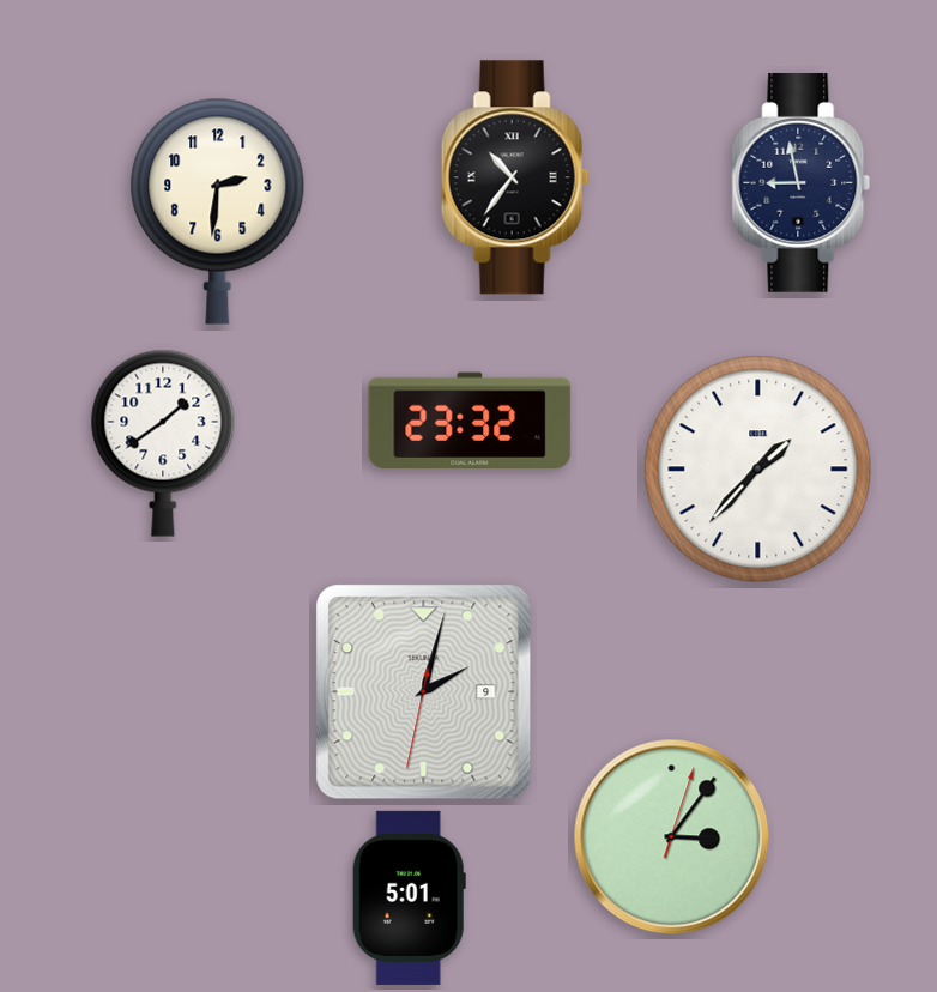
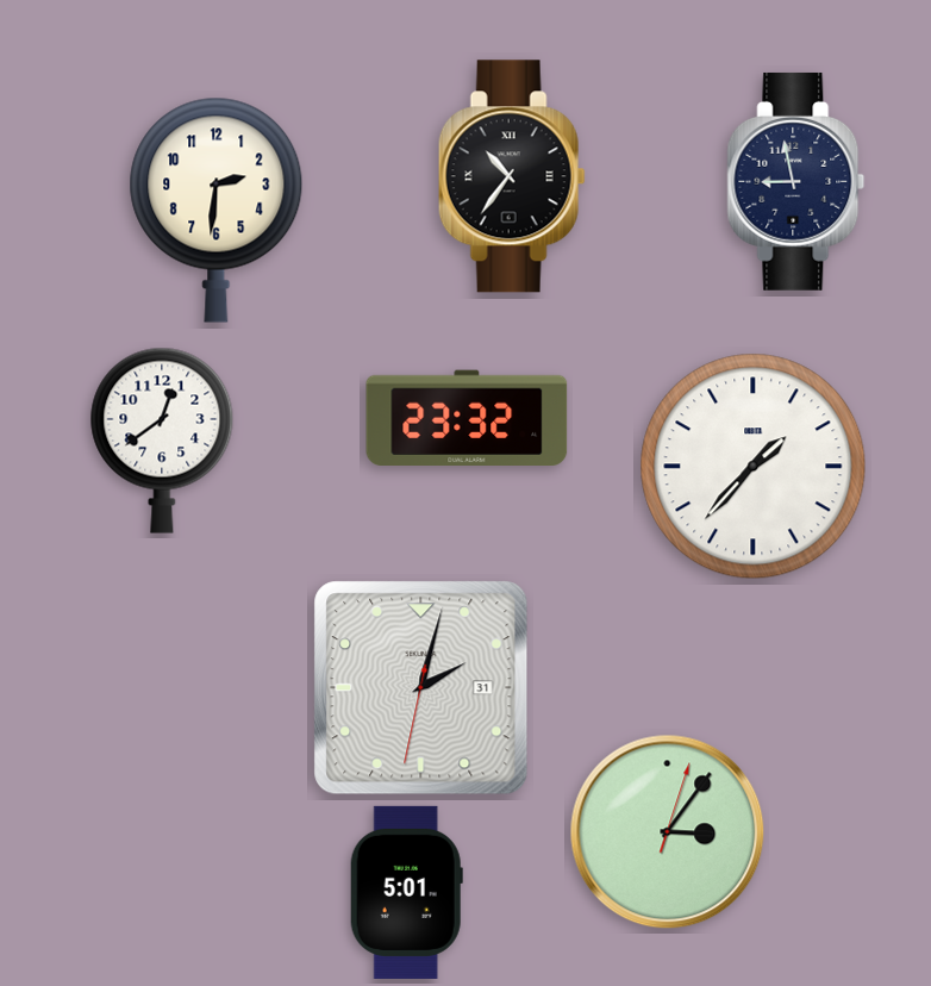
clock at (163, 443): 1:39 -> 12:39
clock at (424, 692) date: 9 -> 31
